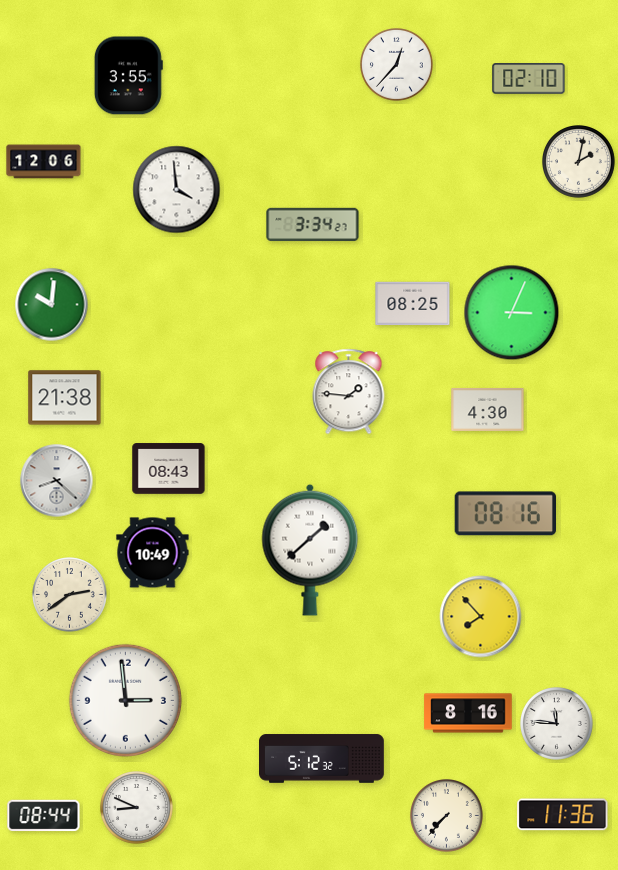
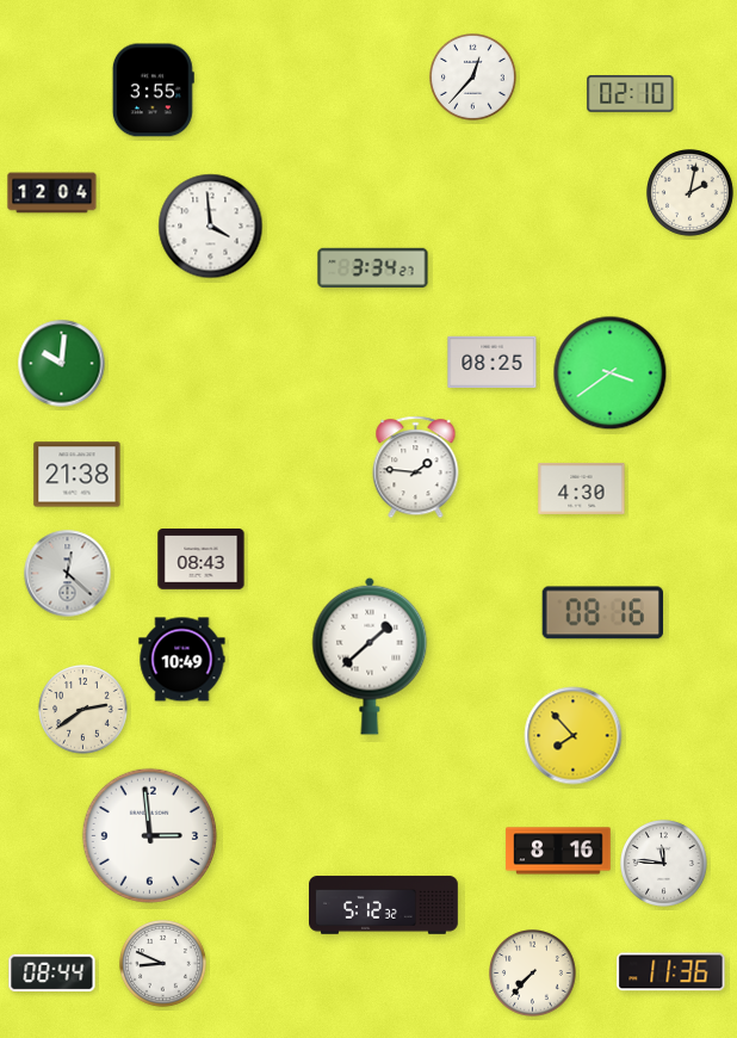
clock at (44, 162): 12:06 -> 12:04
clock at (512, 313): 3:04 -> 3:39
clock at (57, 481): 8:22 -> 12:22
